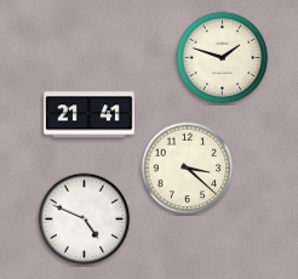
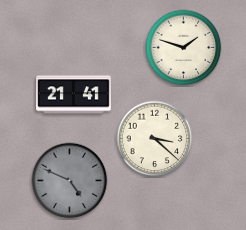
clock at (85, 220) dial: white -> grey
